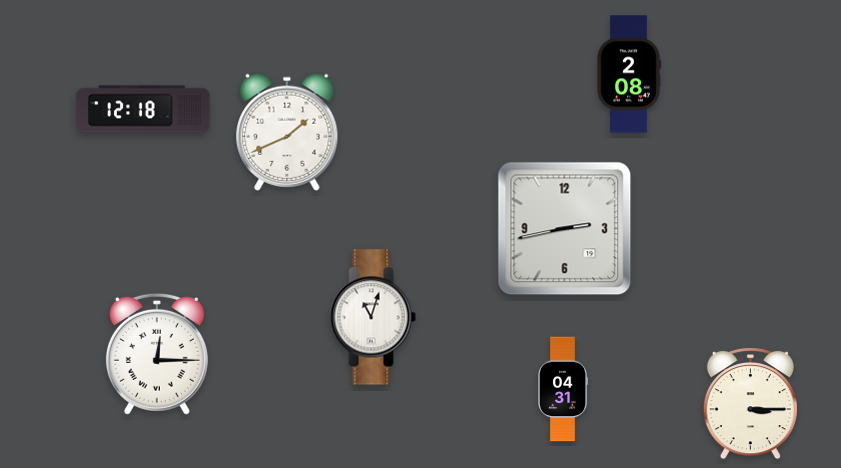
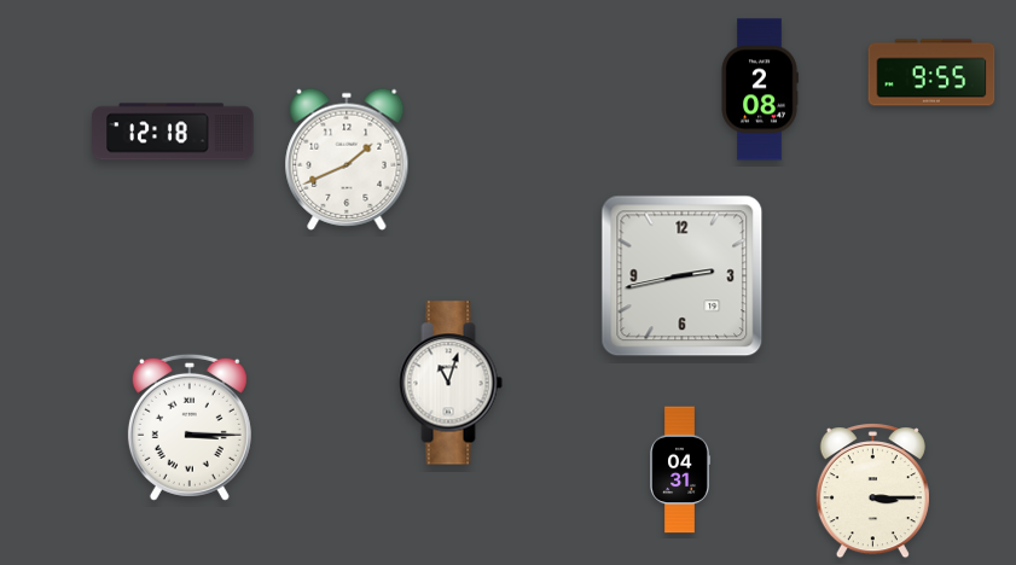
clock at (931, 72): none -> 9:55
clock at (157, 354): 12:15 -> 3:15
clock at (750, 404) position: (750, 404) -> (872, 491)
